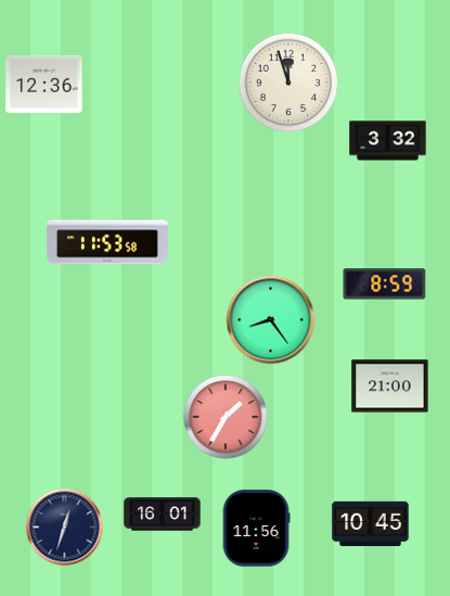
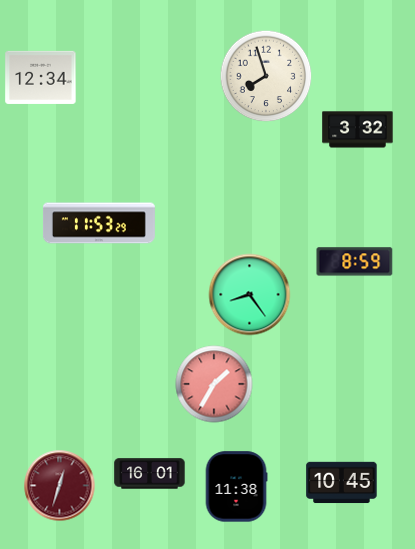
clock at (288, 83): 11:57 -> 7:57
clock at (44, 84): 12:36 -> 12:34
clock at (107, 242): 11:53:58 -> 11:53:29
clock at (390, 386): 21:00 -> none
clock at (226, 417) position: (226, 417) -> (214, 384)
clock at (65, 528) dial: navy -> burgundy
clock at (256, 529): 11:56 -> 11:38
